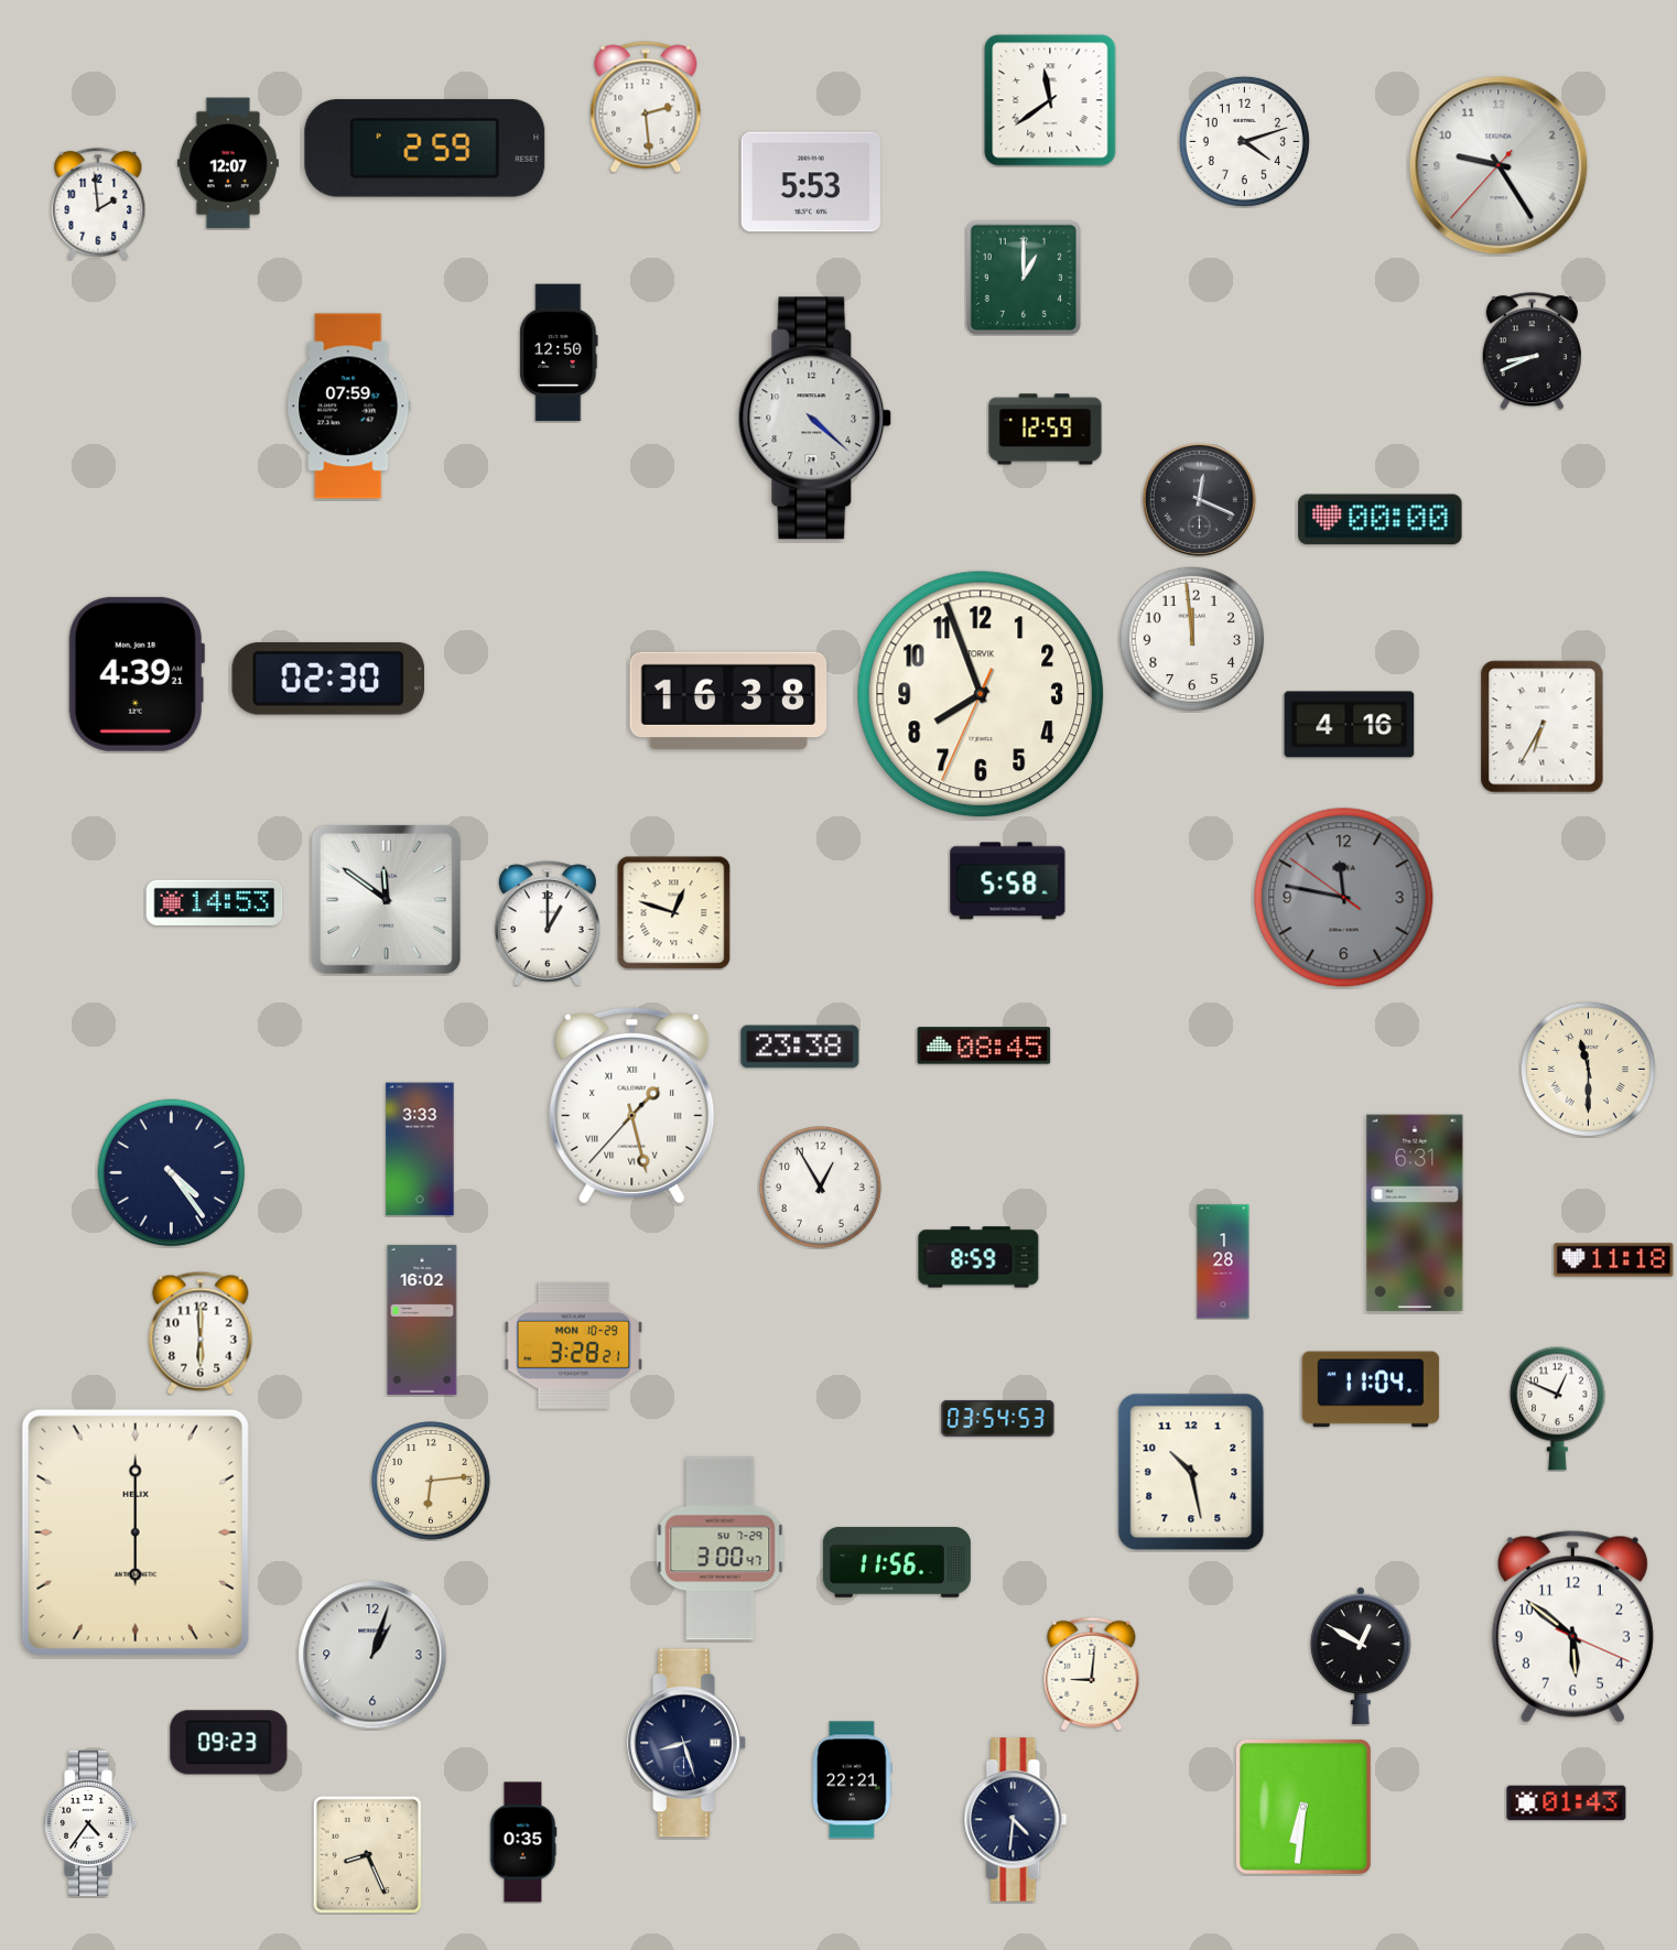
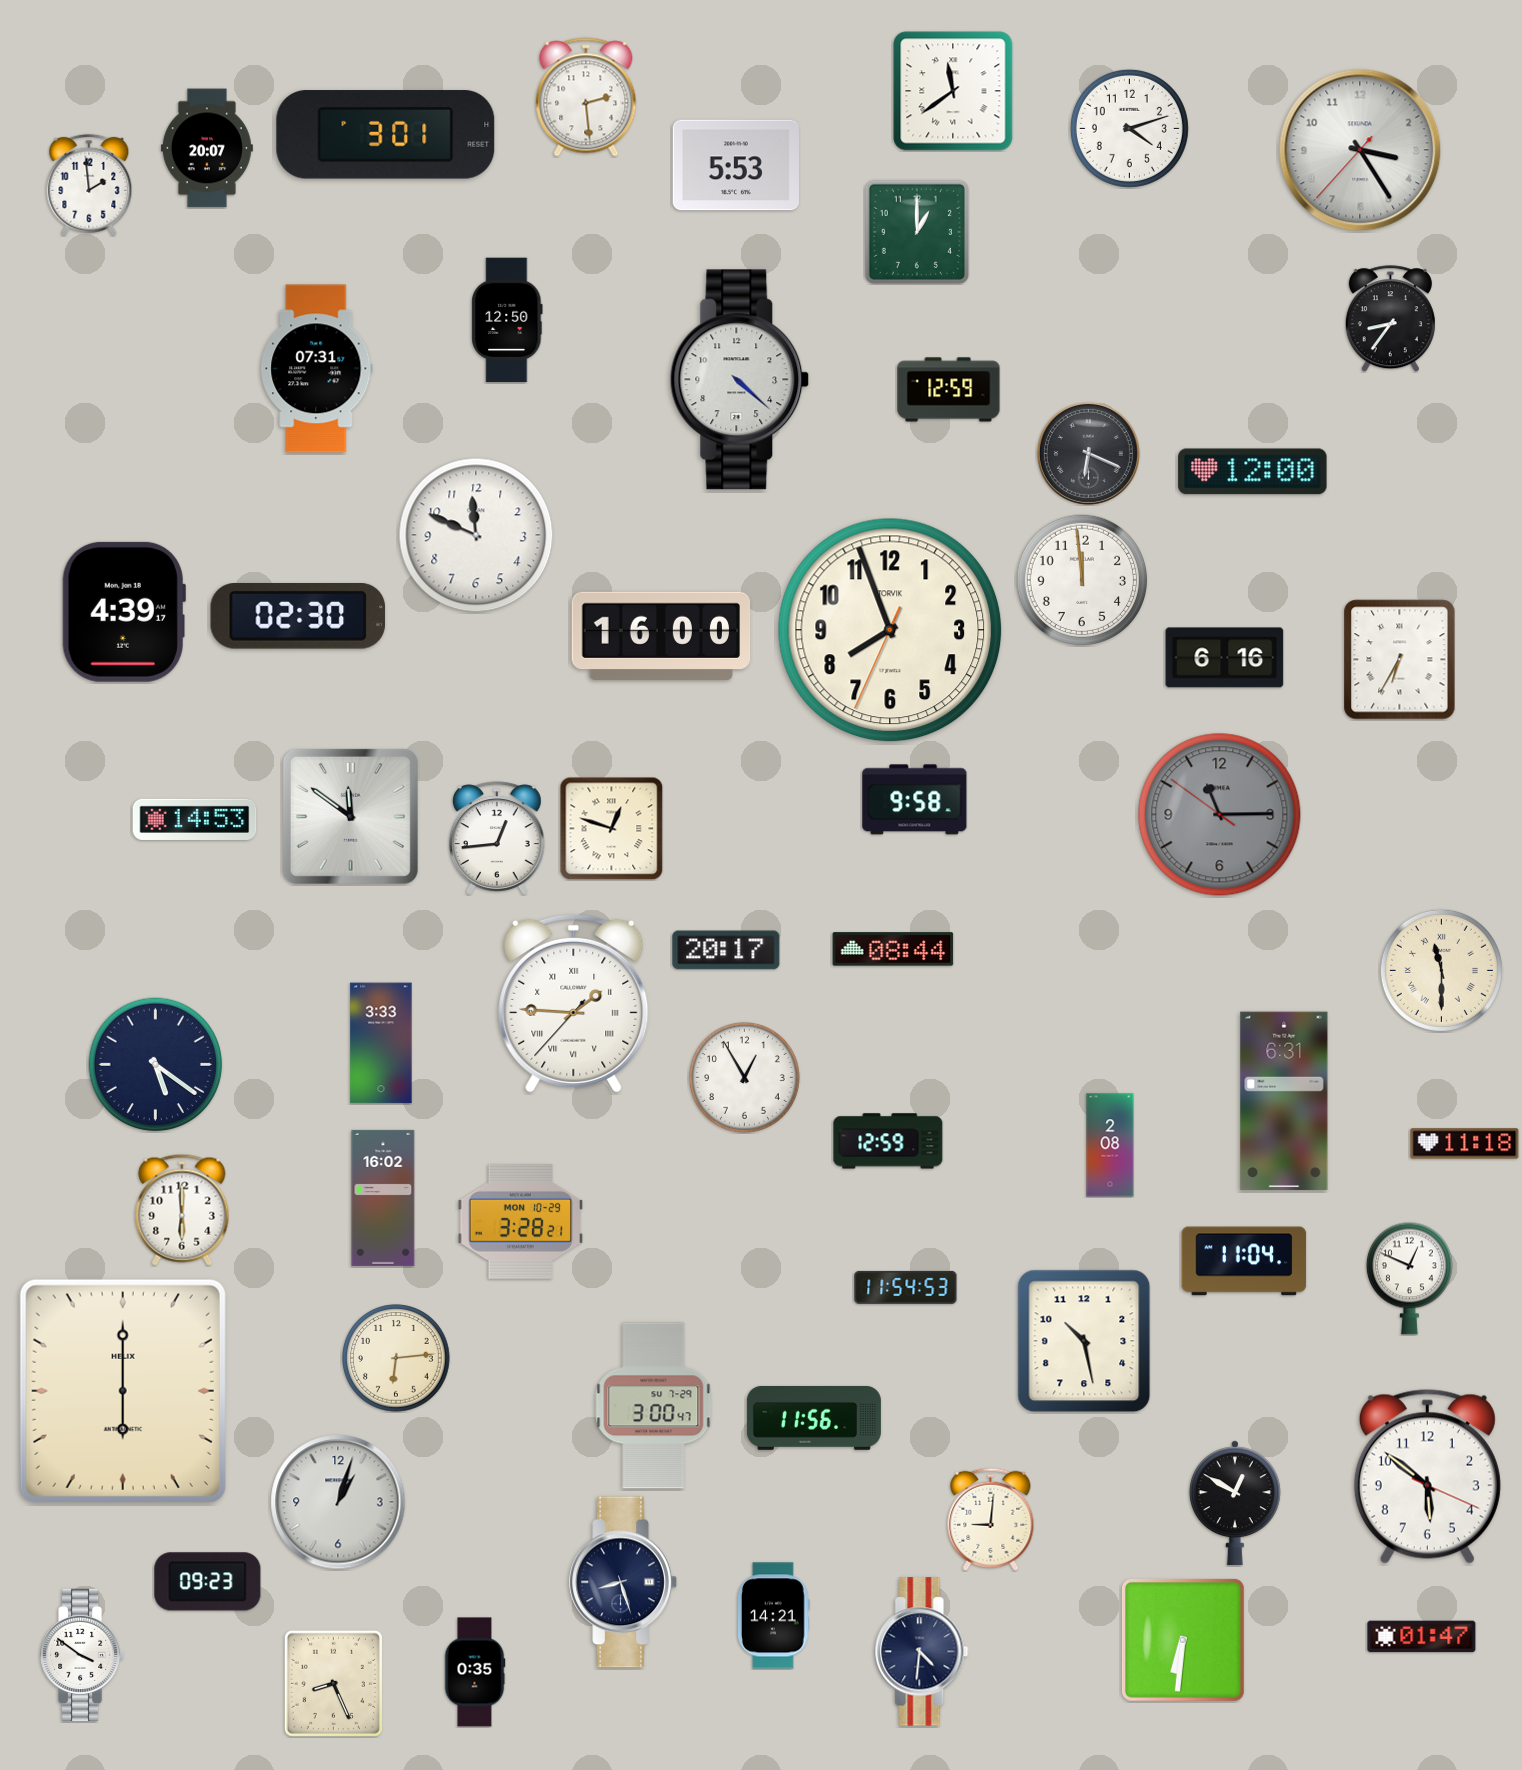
clock at (425, 149): 2:59 -> 3:01
clock at (228, 163): 12:07 -> 20:07
clock at (1499, 165): 9:24 -> 3:24
clock at (1024, 278) position: (1024, 278) -> (917, 232)
clock at (1532, 351): 8:41 -> 8:36
clock at (349, 407): 07:59 -> 07:31
clock at (1199, 499): 12:19 -> 6:19
clock at (1381, 520): 00:00 -> 12:00
clock at (476, 535): none -> 11:49
clock at (137, 674): 4:39:21 -> 4:39:17
clock at (728, 701): 16:38 -> 16:00
clock at (1350, 725): 4:16 -> 6:16
clock at (1008, 881): 5:58 -> 9:58
clock at (1344, 898): 11:46 -> 11:14
clock at (548, 923): 1:00 -> 12:44
clock at (984, 1046): 08:45 -> 08:44
clock at (800, 1047): 23:38 -> 20:17
clock at (632, 1105): 1:27 -> 1:45
clock at (172, 1173): 4:24 -> 5:21
clock at (978, 1257): 8:59 -> 12:59
clock at (1223, 1261): 1:28 -> 2:08
clock at (1557, 1408) position: (1557, 1408) -> (1409, 1278)
clock at (998, 1418): 03:54 -> 11:54
clock at (1191, 1472) position: (1191, 1472) -> (1084, 1341)
clock at (431, 1481) position: (431, 1481) -> (396, 1358)
clock at (853, 1780): 22:21 -> 14:21
clock at (1567, 1803): 01:43 -> 01:47
clock at (91, 1823): 4:36 -> 3:51
